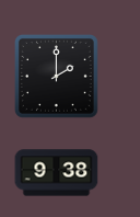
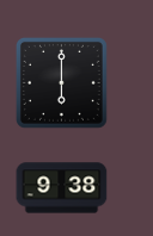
clock at (56, 76): 2:00 -> 6:00
